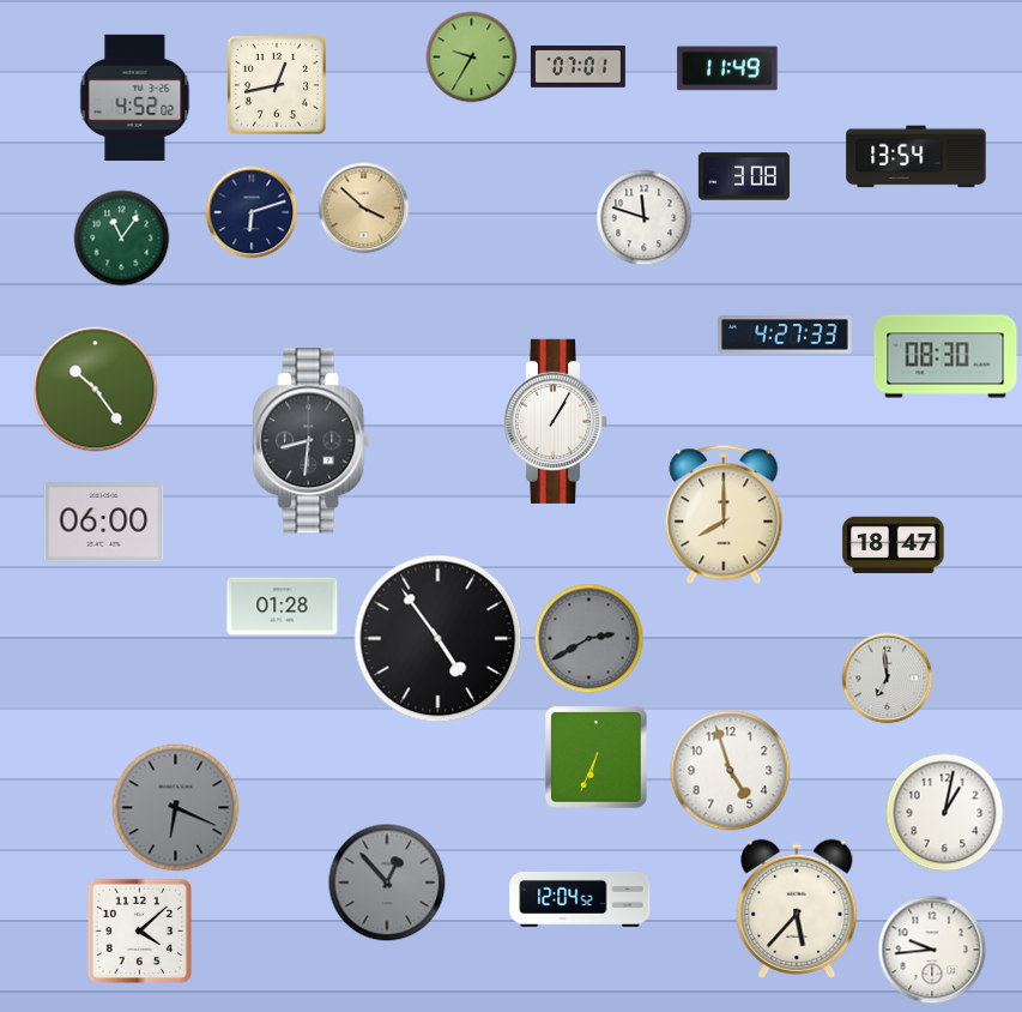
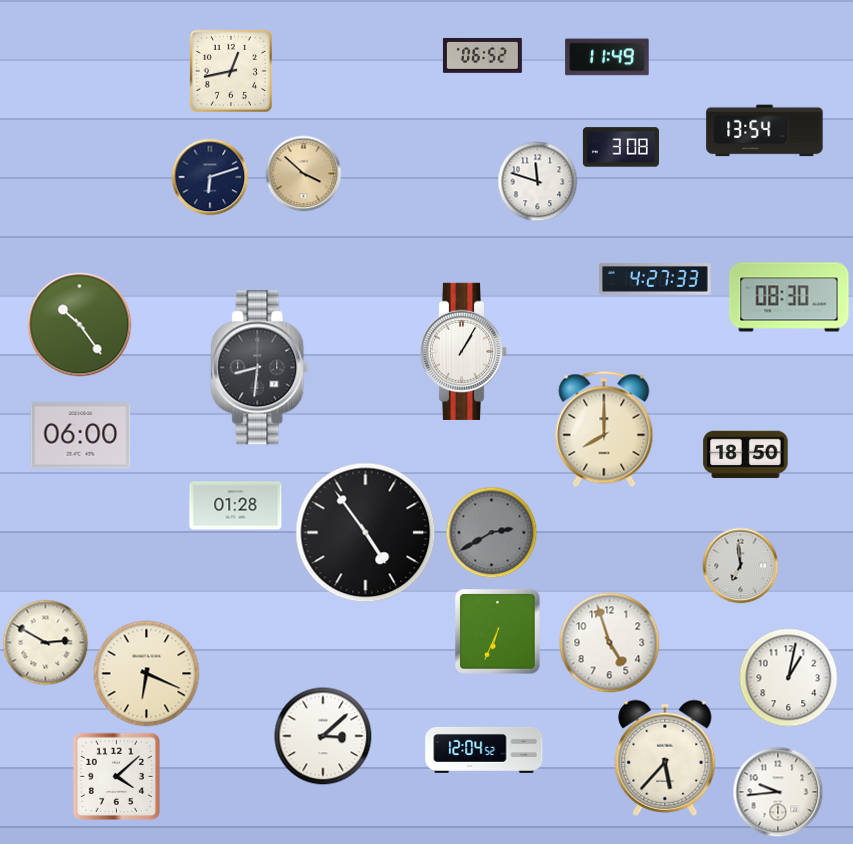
clock at (472, 58): 9:35 -> none
clock at (577, 66): 07:01 -> 06:52
clock at (135, 97): 4:52 -> none
clock at (122, 239): 11:06 -> none
clock at (104, 523) position: (104, 523) -> (81, 436)
clock at (894, 546): 18:47 -> 18:50
clock at (46, 643): none -> 2:50
clock at (176, 808) dial: grey -> cream
clock at (387, 883): 12:53 -> 3:08
clock at (387, 883) dial: grey -> white
